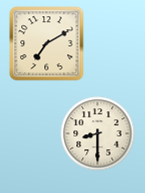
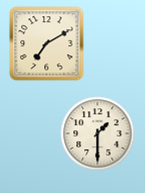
clock at (98, 134): 8:30 -> 1:30
